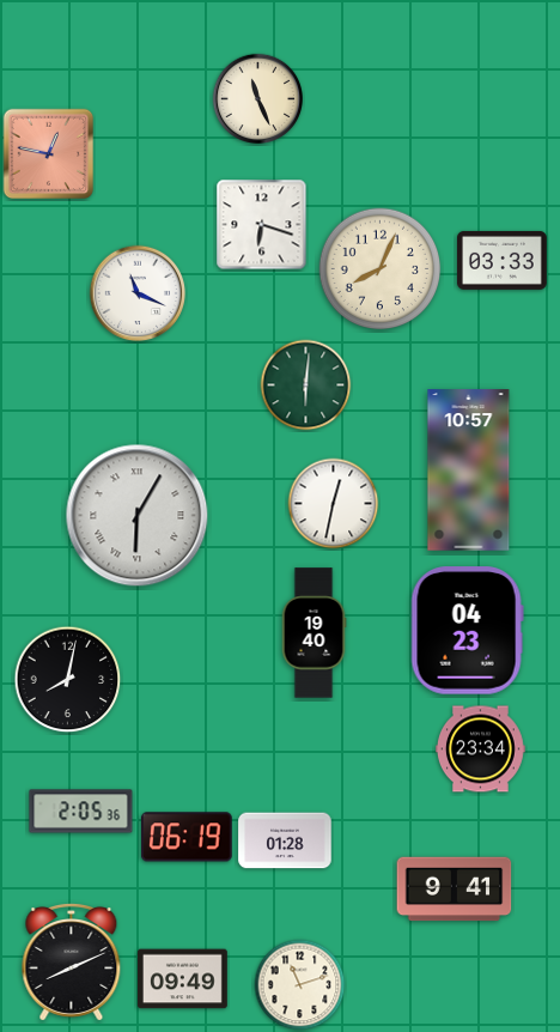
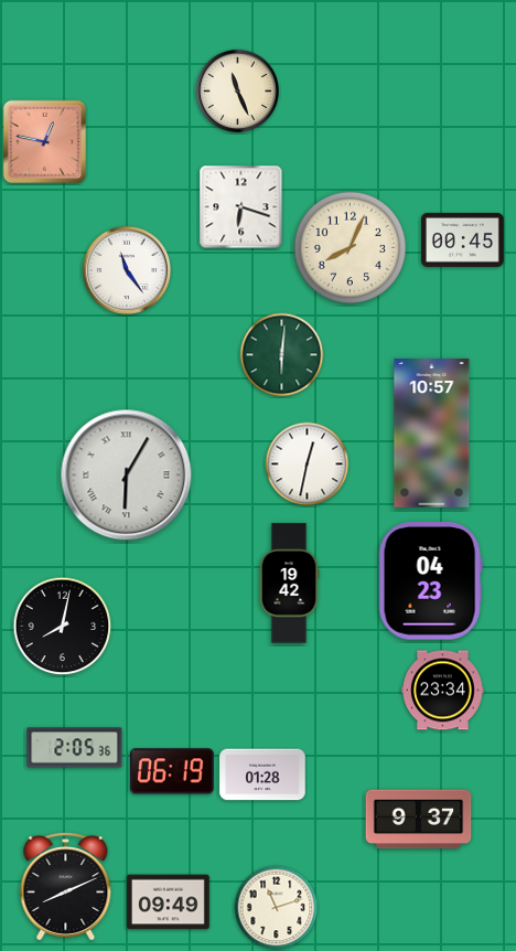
clock at (503, 260): 03:33 -> 00:45
clock at (138, 293): 11:19 -> 11:24
clock at (314, 633): 19:40 -> 19:42
clock at (455, 890): 9:41 -> 9:37
